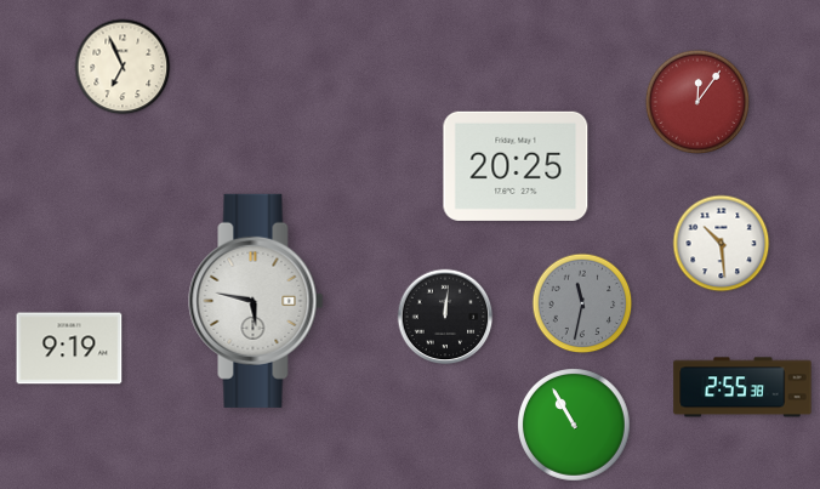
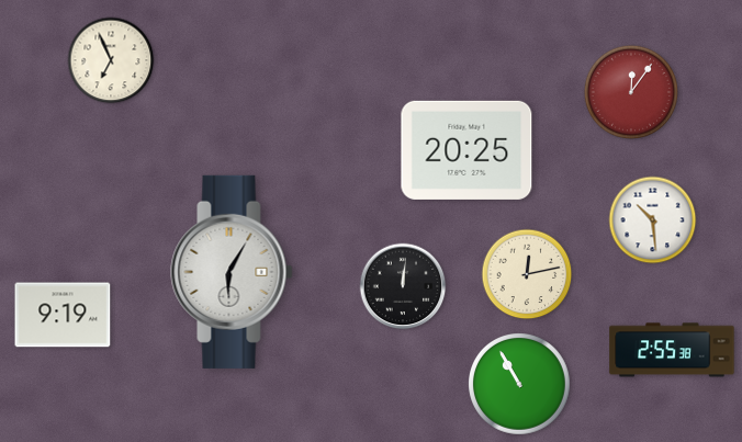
clock at (256, 301): 5:47 -> 6:05
clock at (582, 303): 11:32 -> 12:13
clock at (582, 303) dial: grey -> cream
